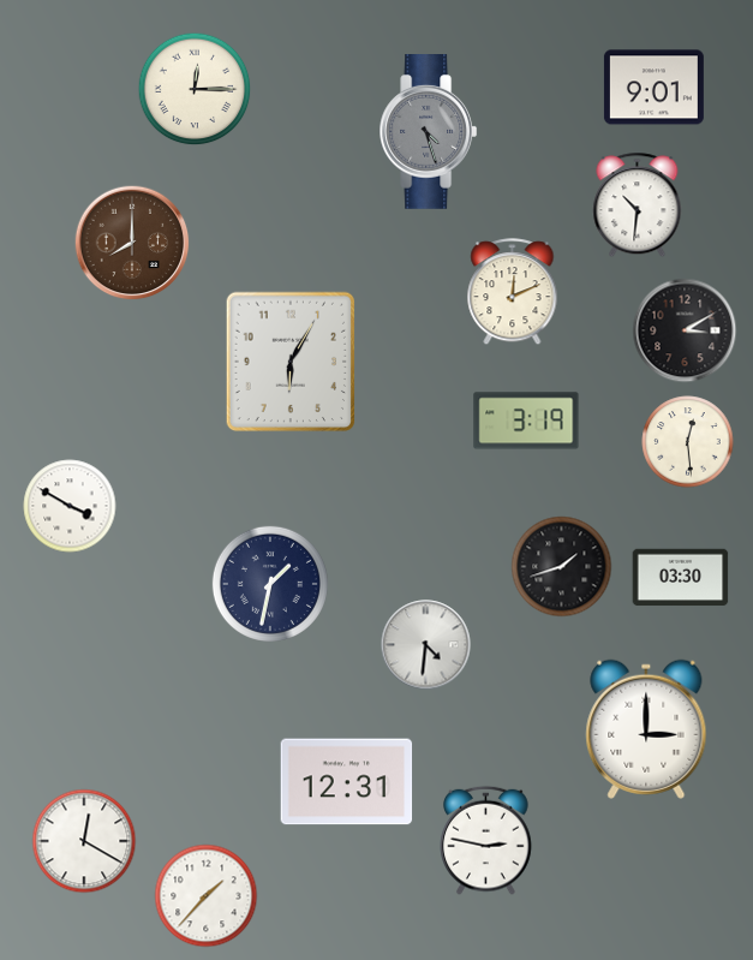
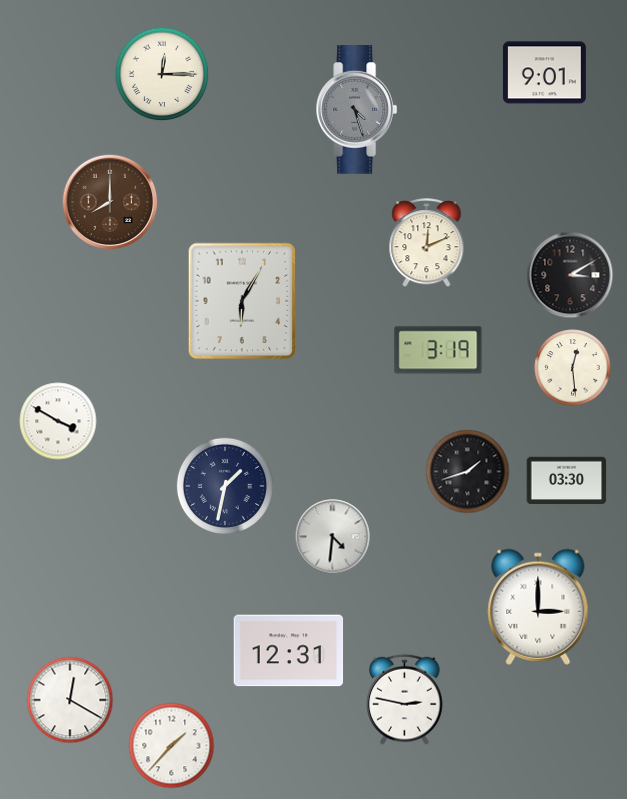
clock at (638, 205): 10:31 -> none
clock at (426, 645) position: (426, 645) -> (333, 537)
